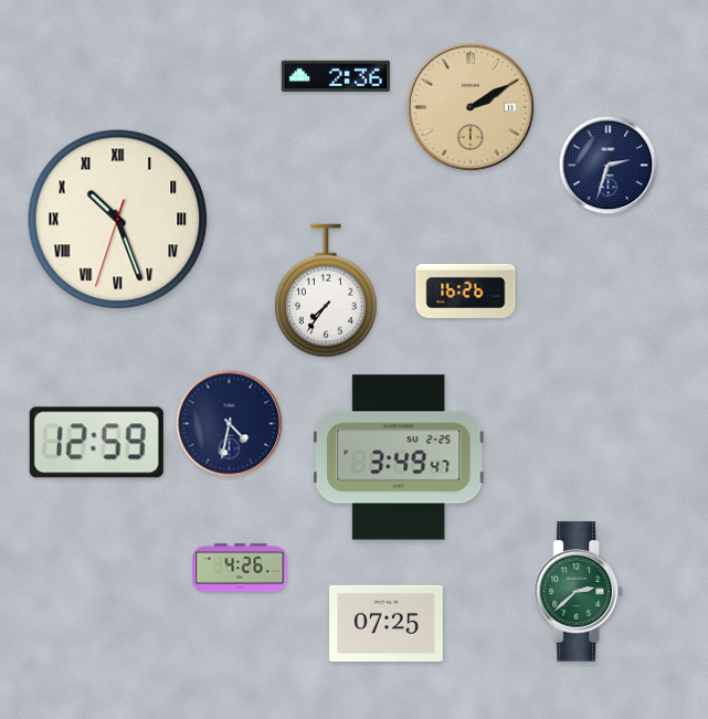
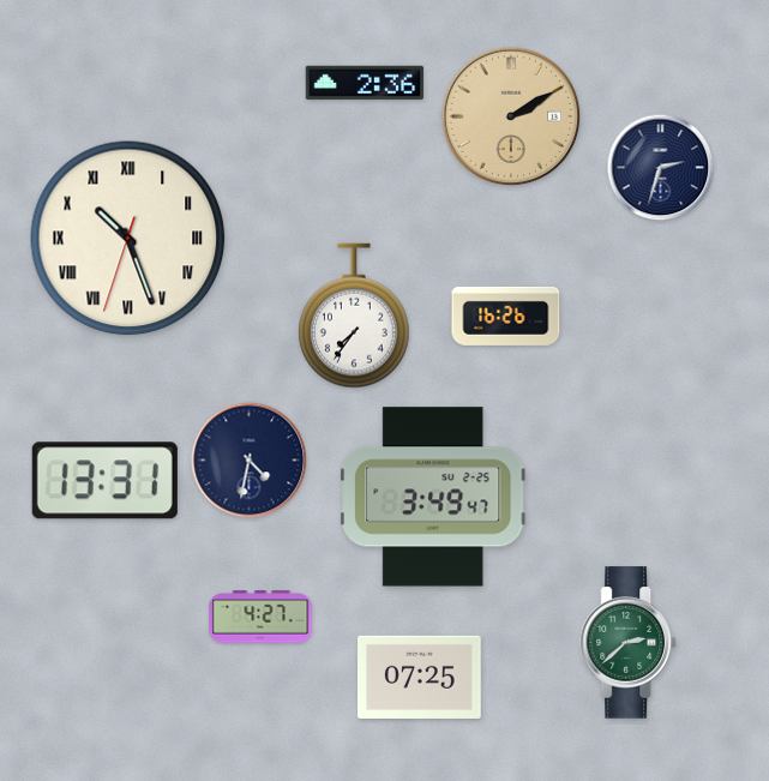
clock at (609, 166) position: (609, 166) -> (661, 168)
clock at (96, 443): 12:59 -> 13:31
clock at (240, 568): 4:26 -> 4:27
